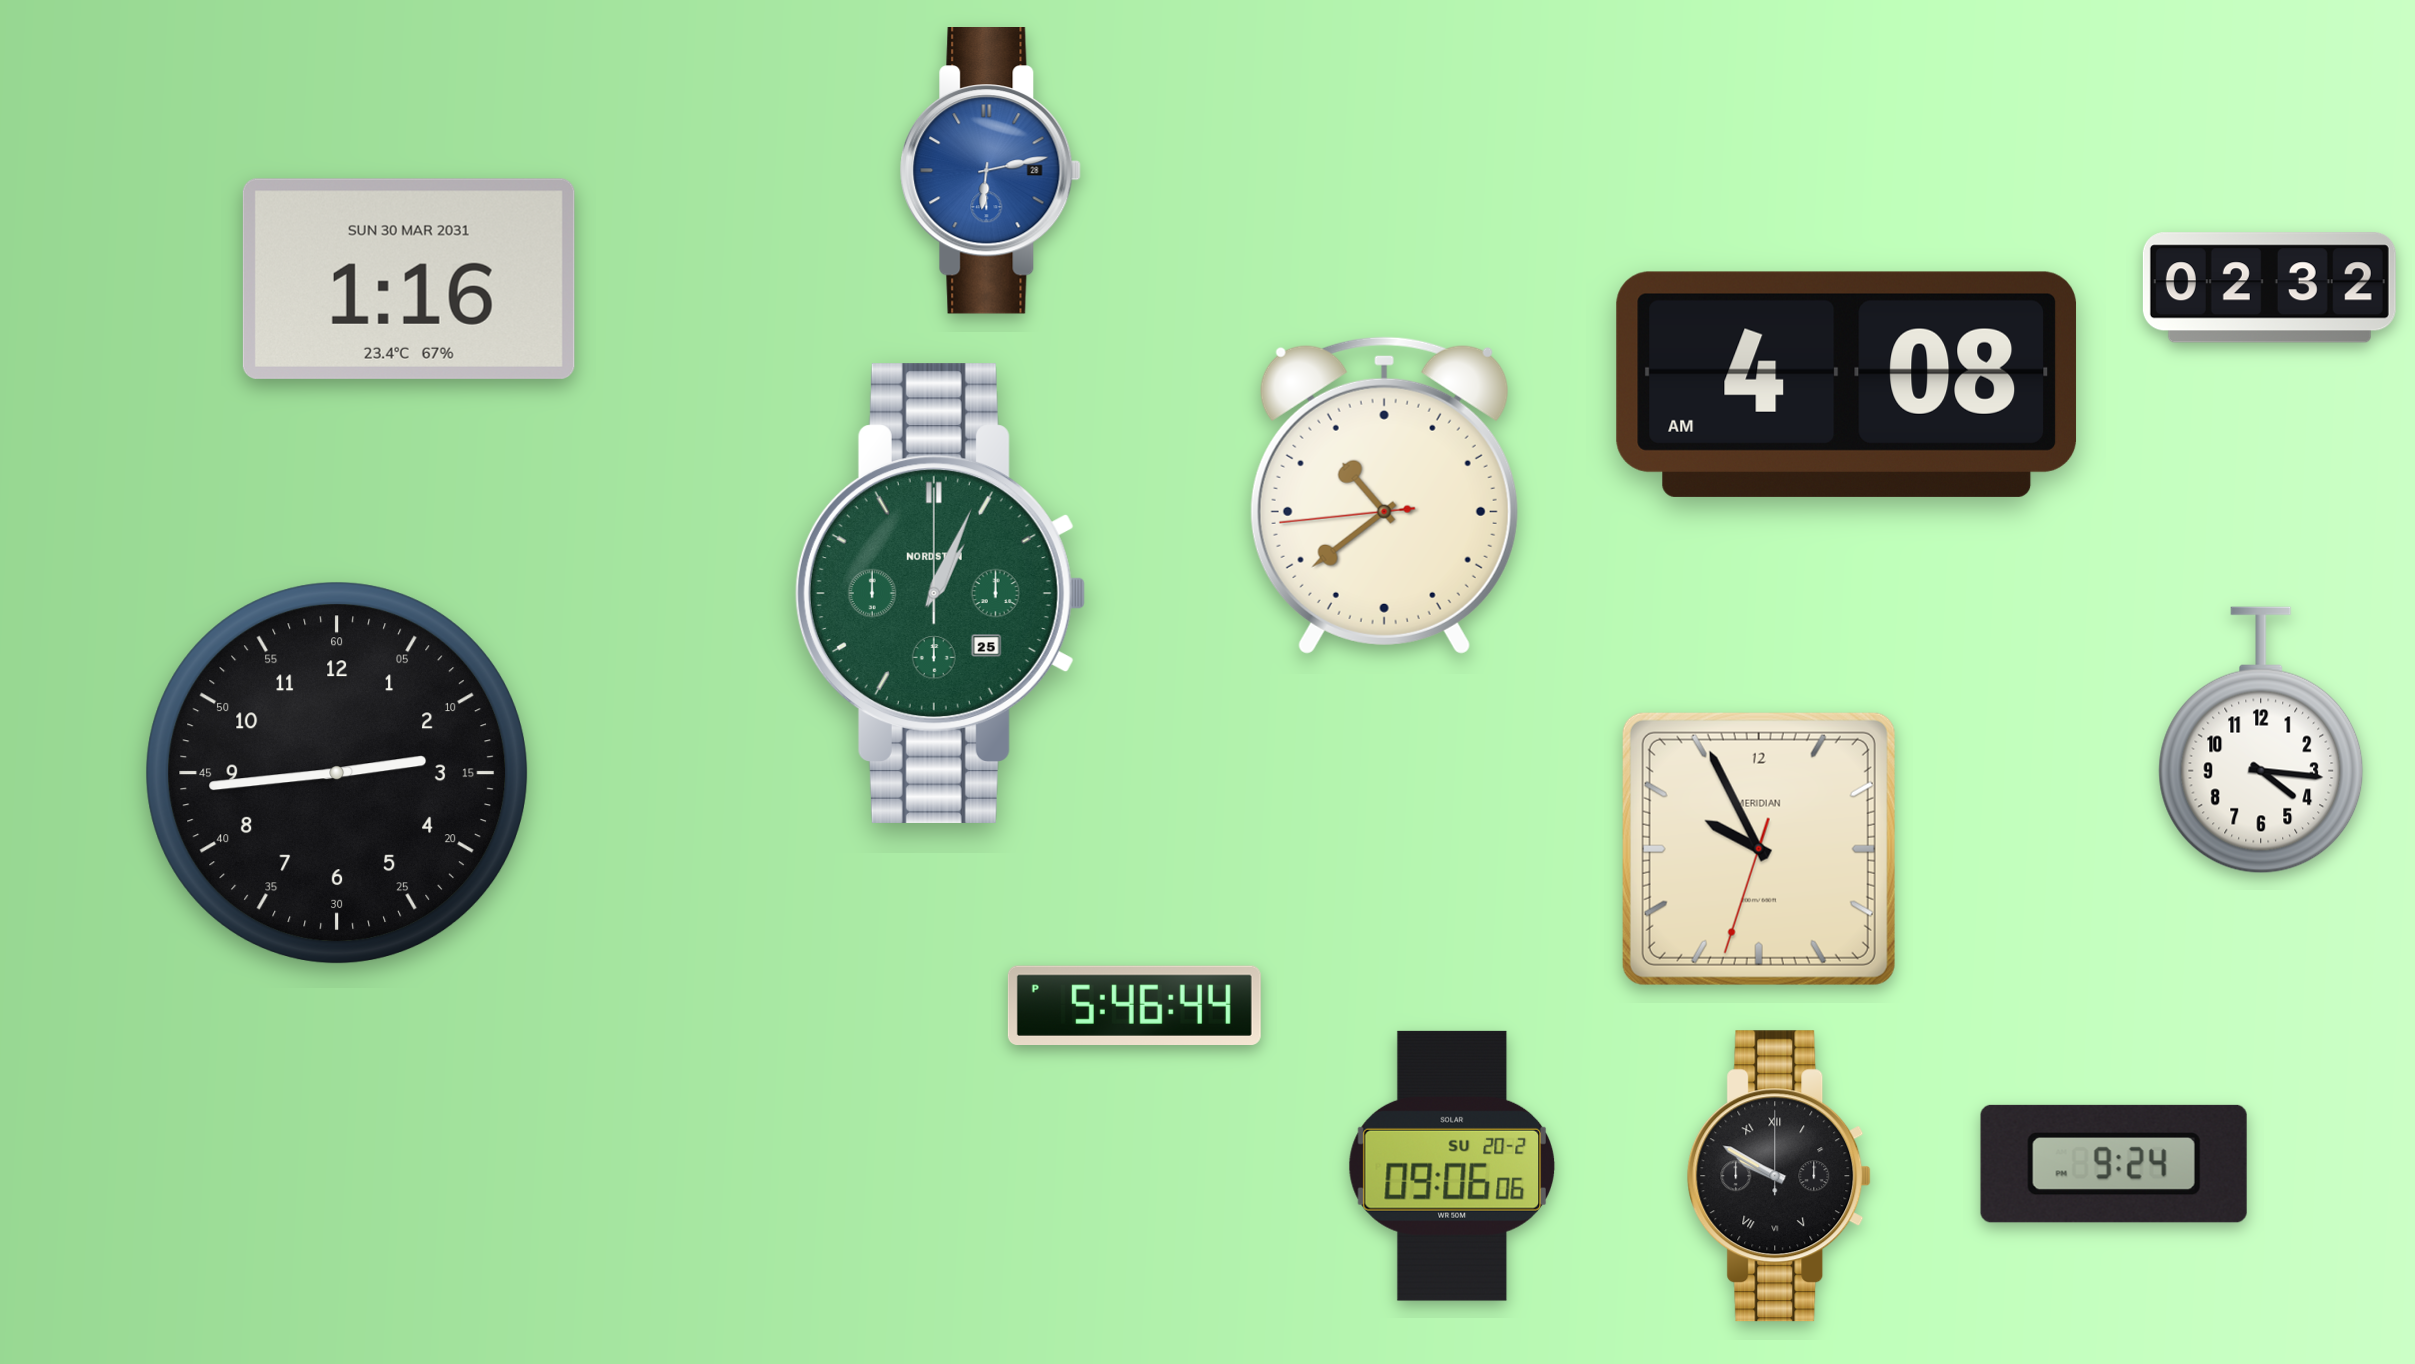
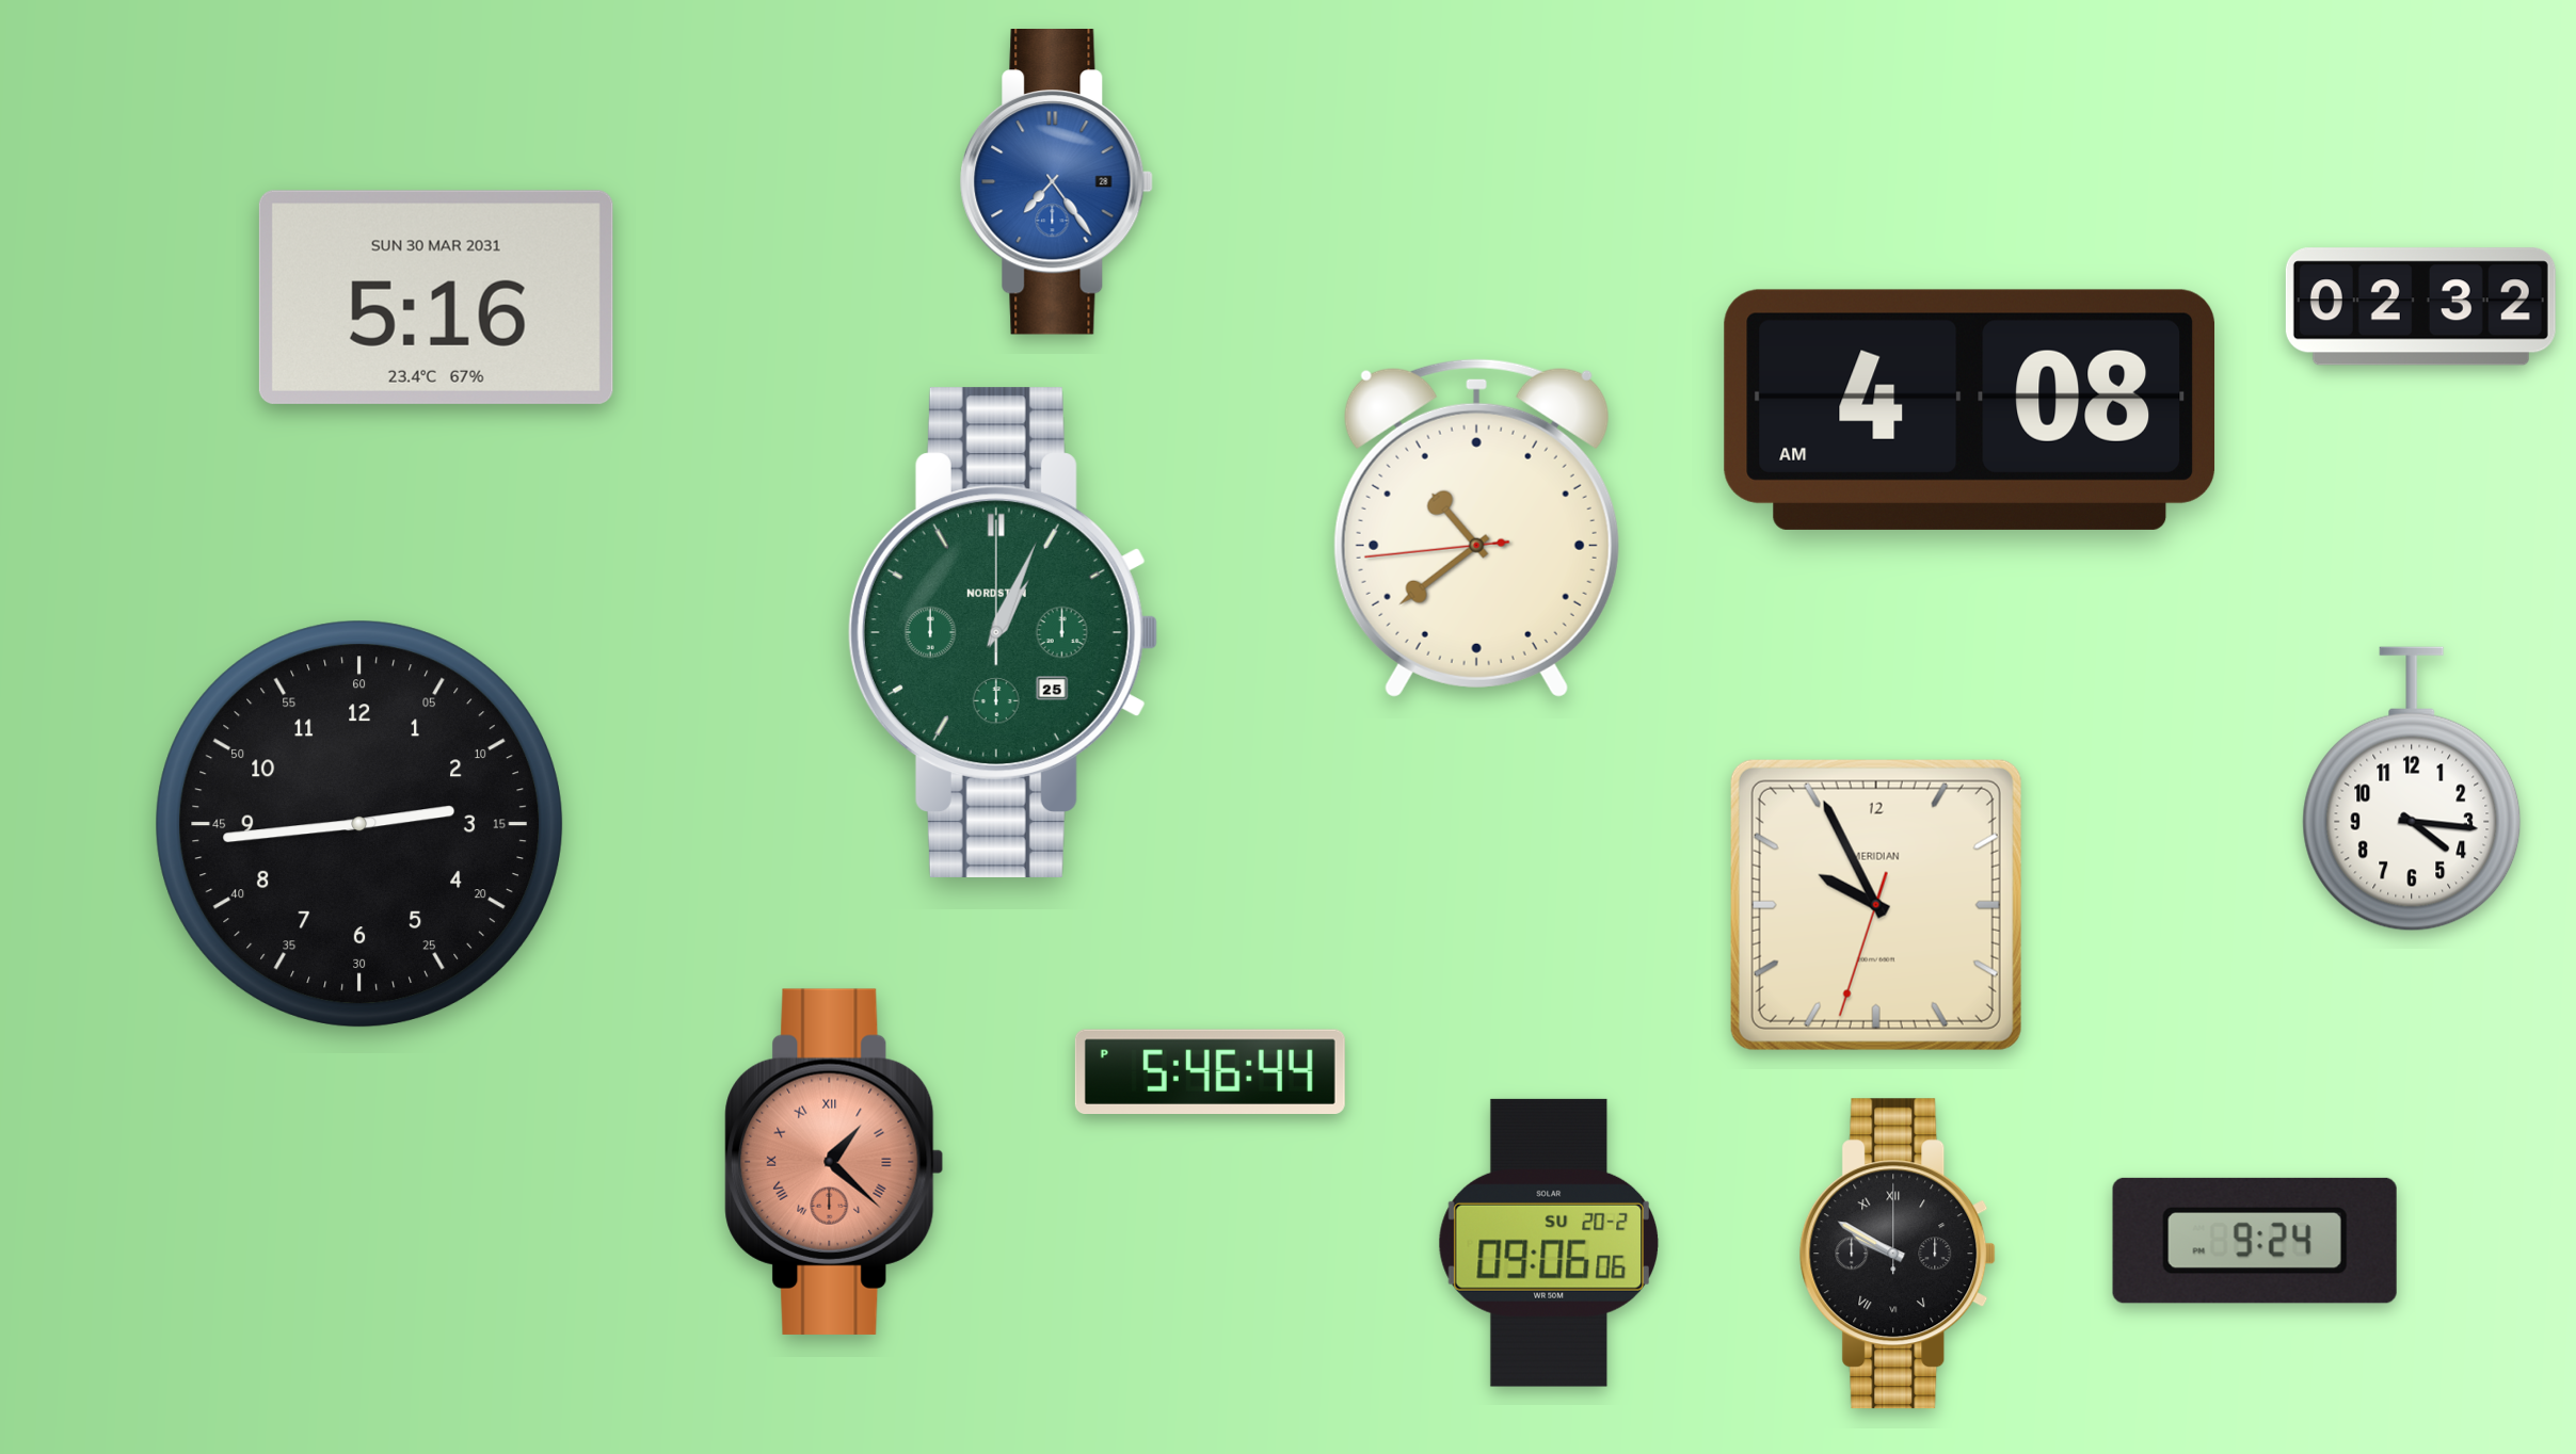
clock at (990, 170): 6:13 -> 7:24
clock at (409, 279): 1:16 -> 5:16
clock at (834, 1162): none -> 1:22
